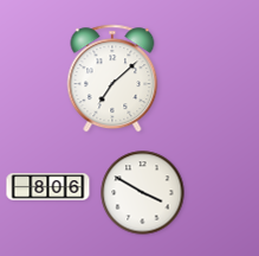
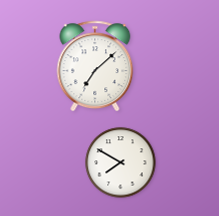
clock at (48, 187): 8:06 -> none
clock at (143, 193): 3:50 -> 7:50
